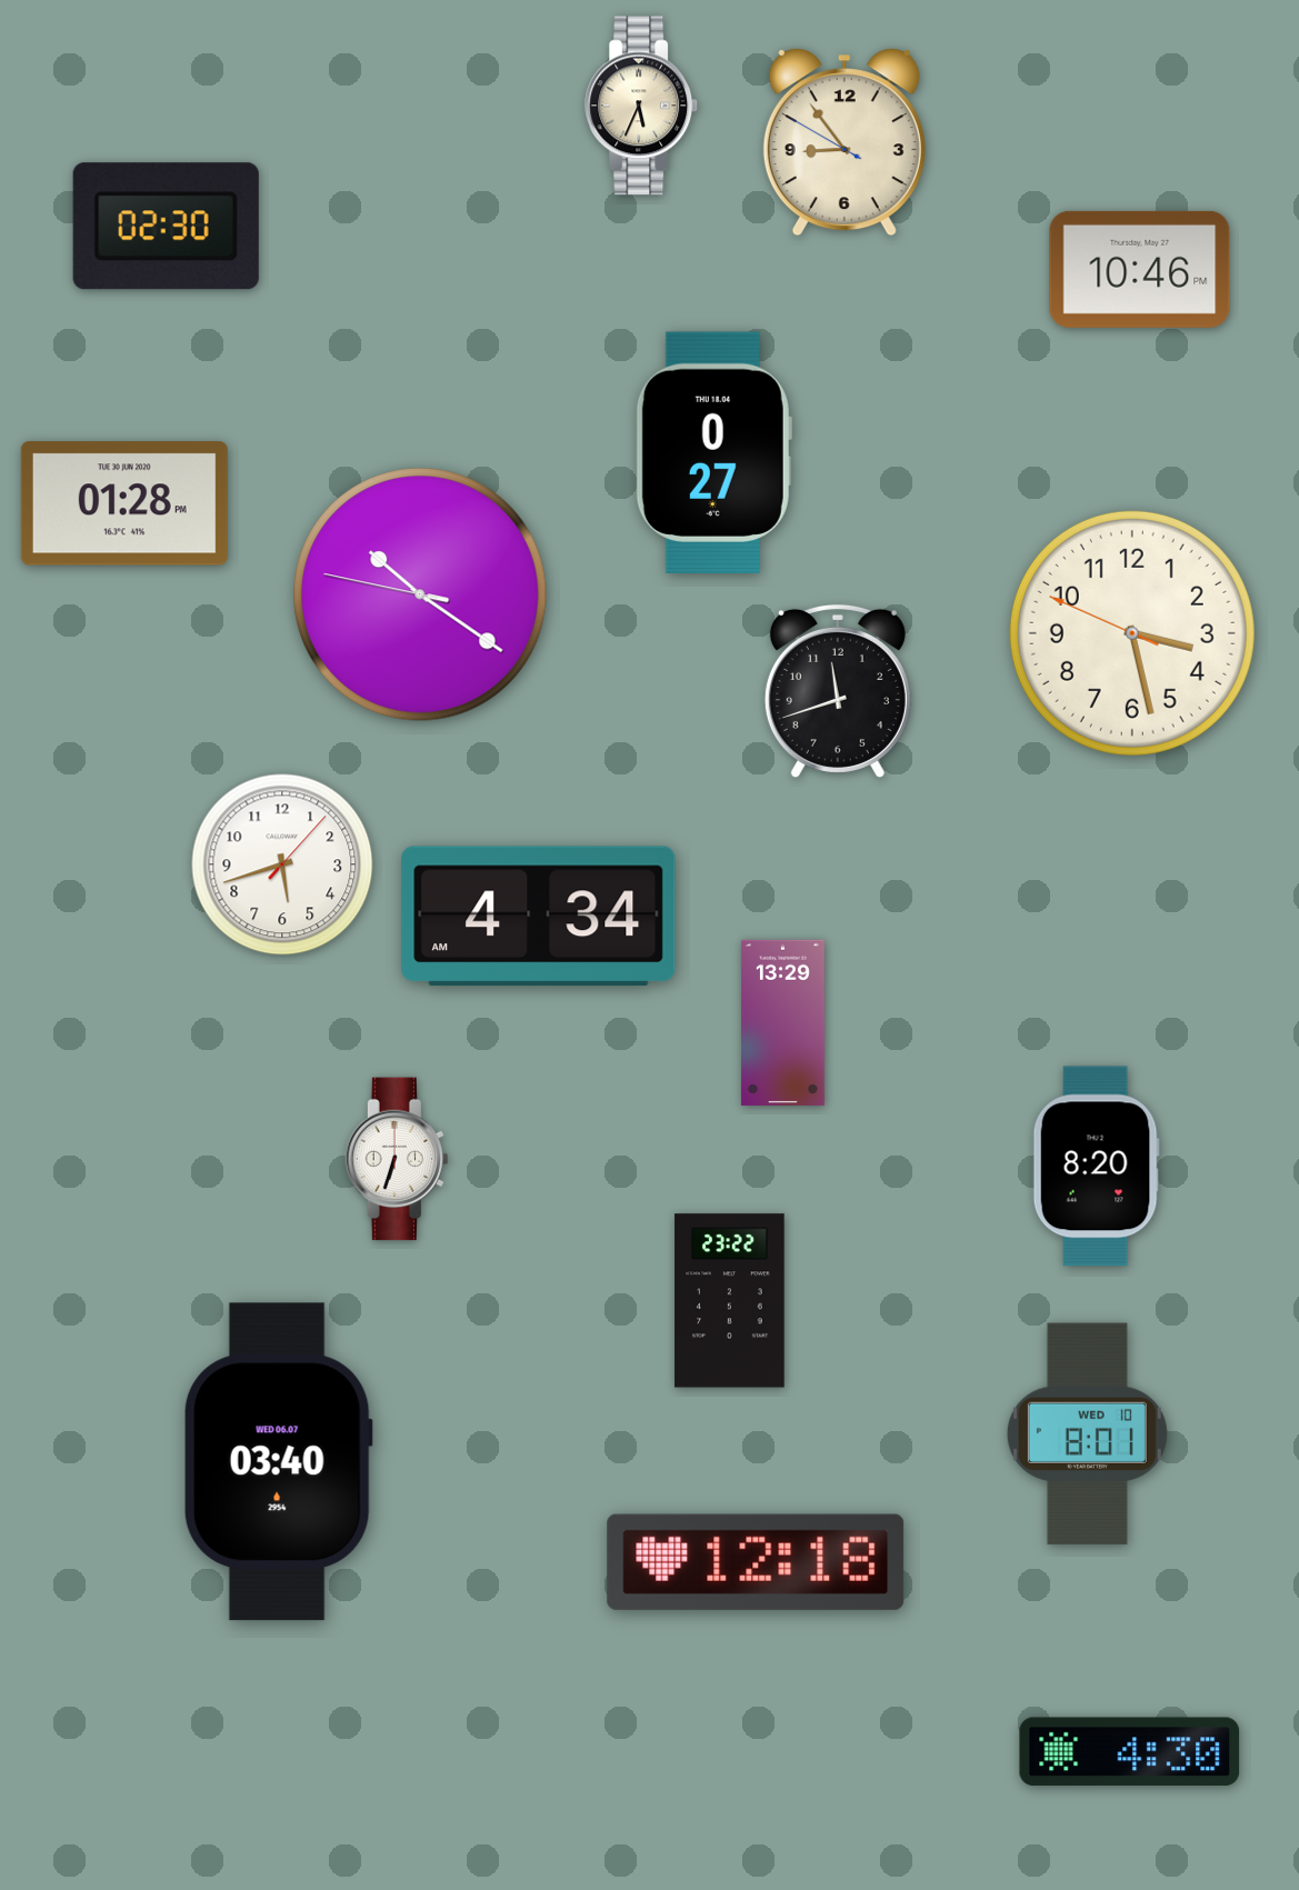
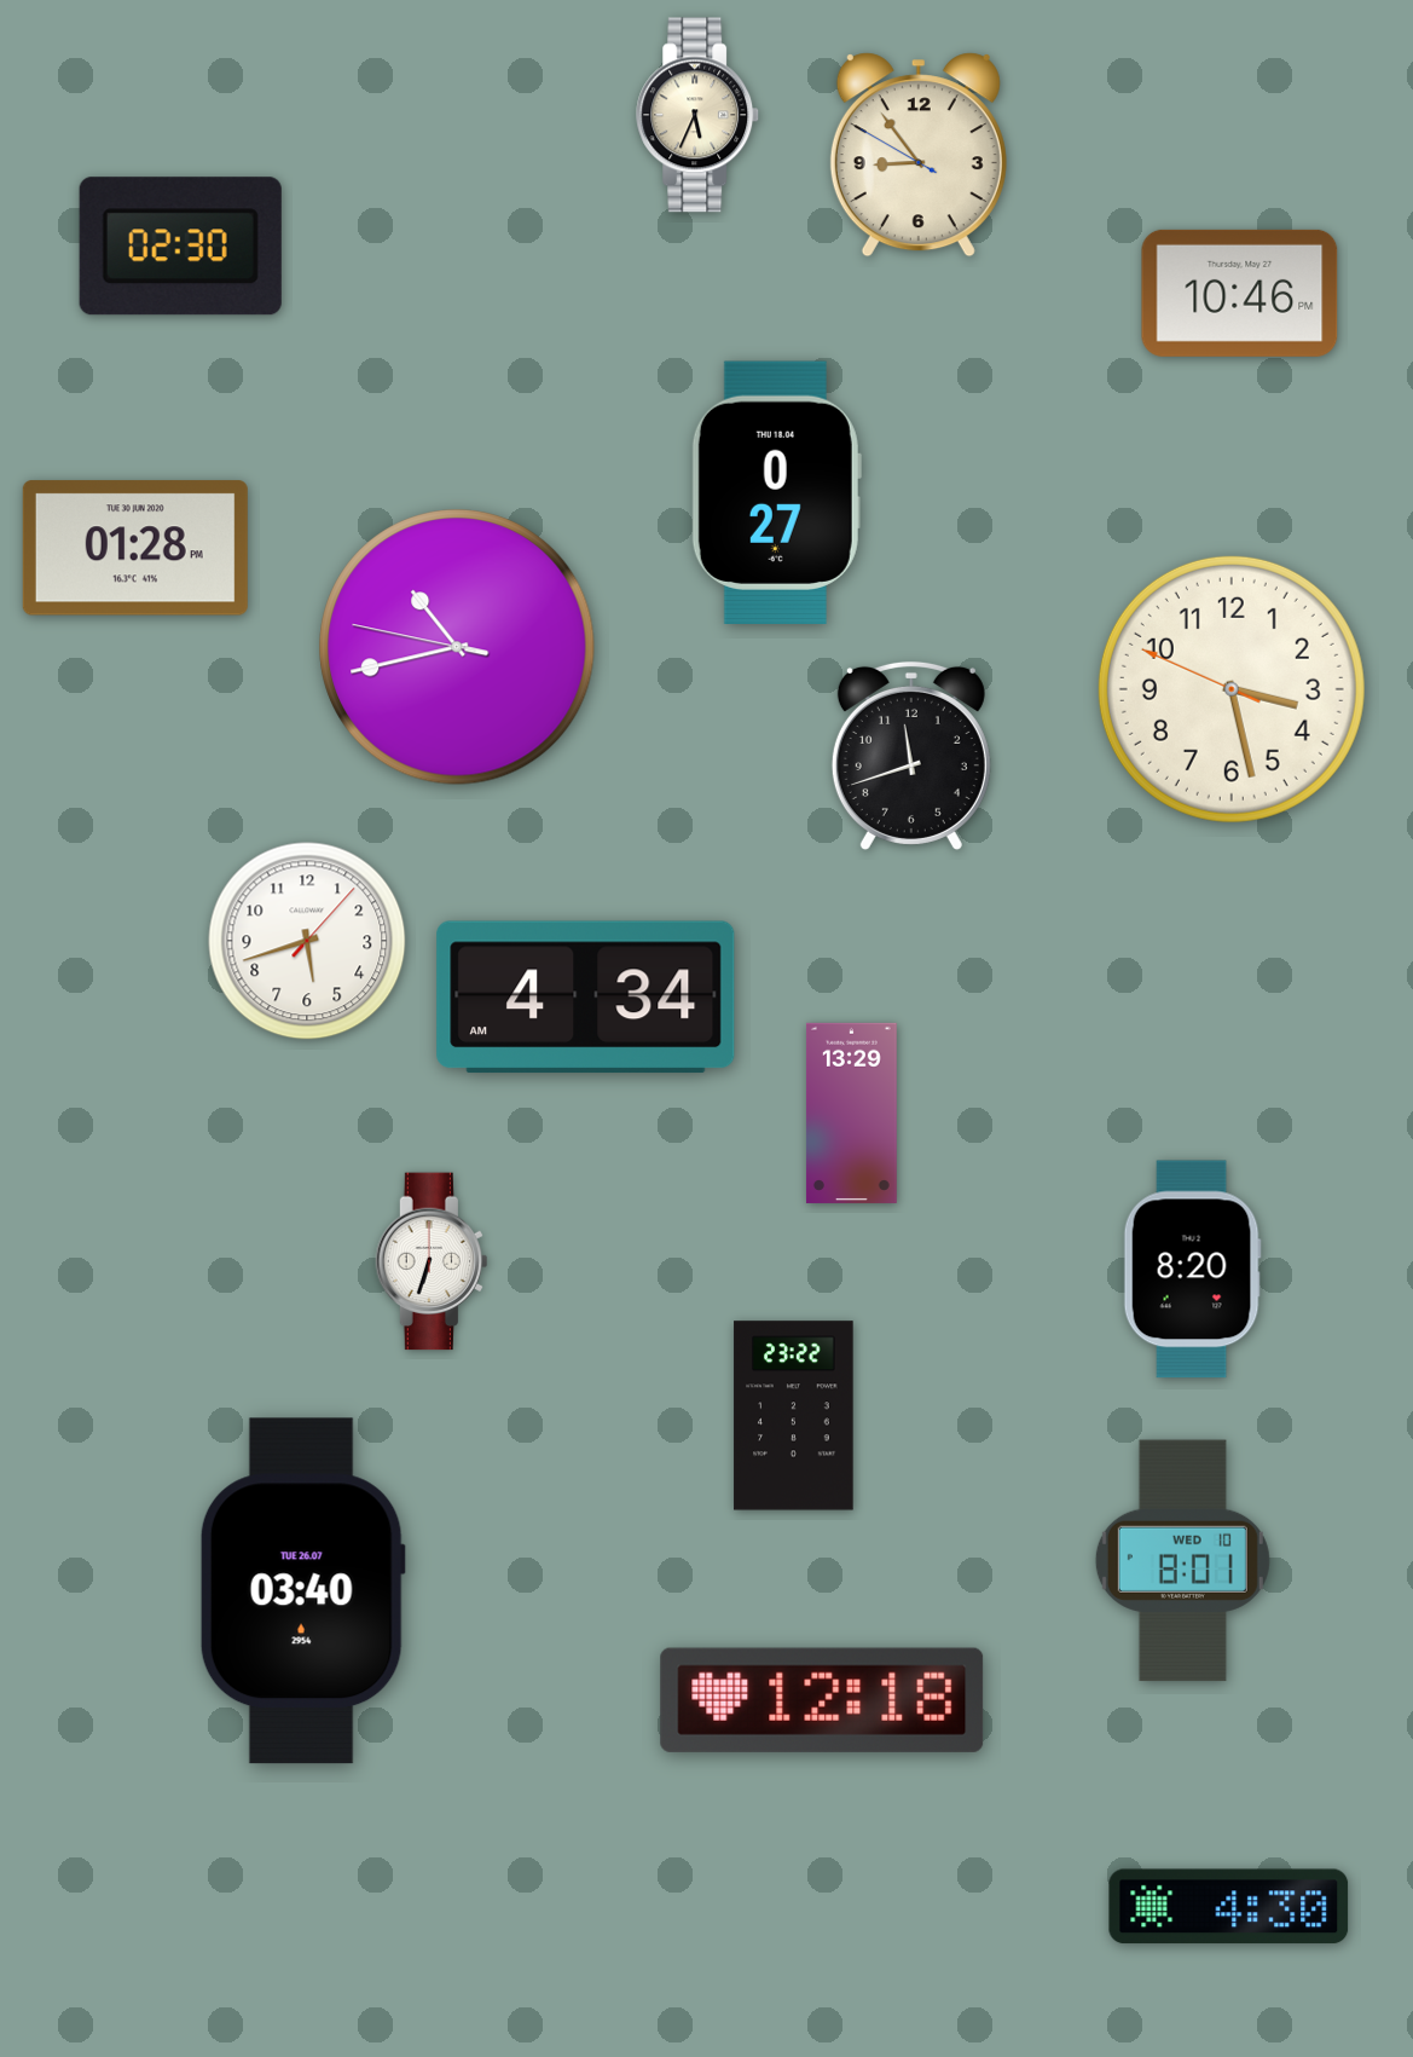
clock at (420, 594): 10:20 -> 10:42
clock at (838, 691) position: (838, 691) -> (911, 756)
clock at (278, 1462) date: WED 06.07 -> TUE 26.07
